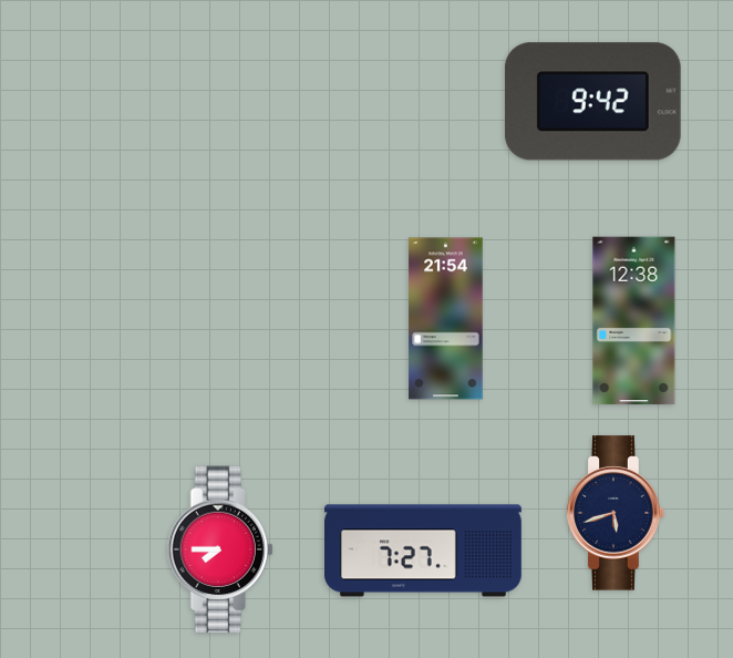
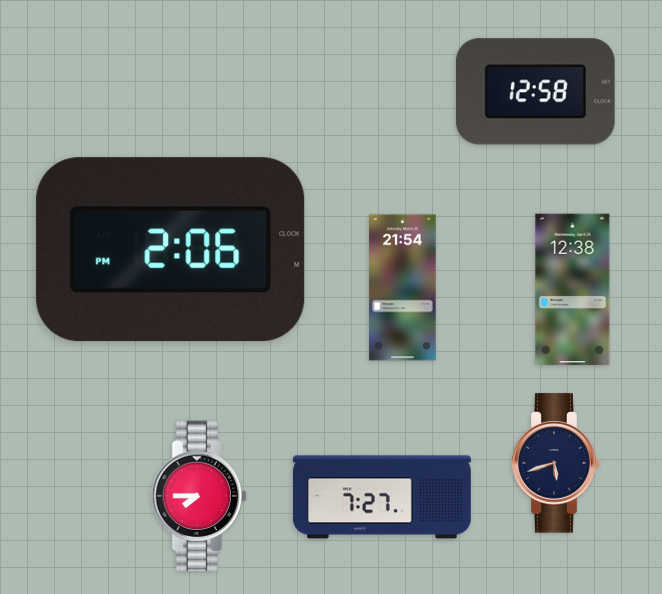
clock at (592, 102): 9:42 -> 12:58
clock at (171, 250): none -> 2:06
